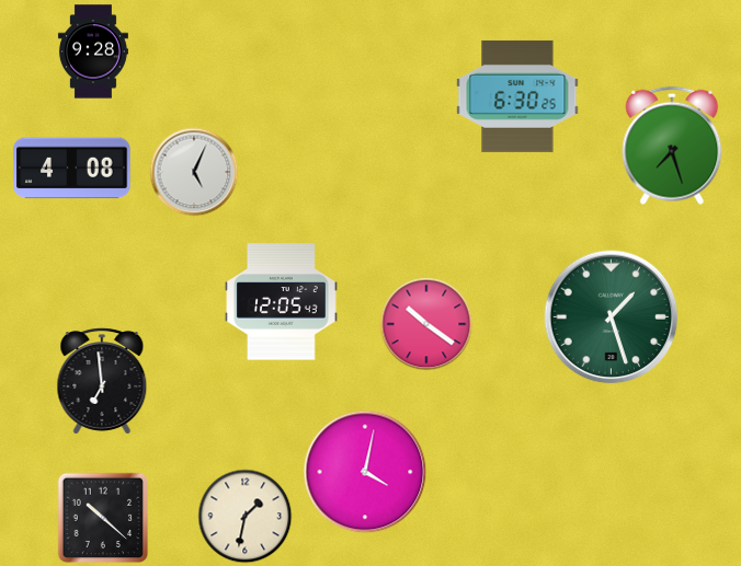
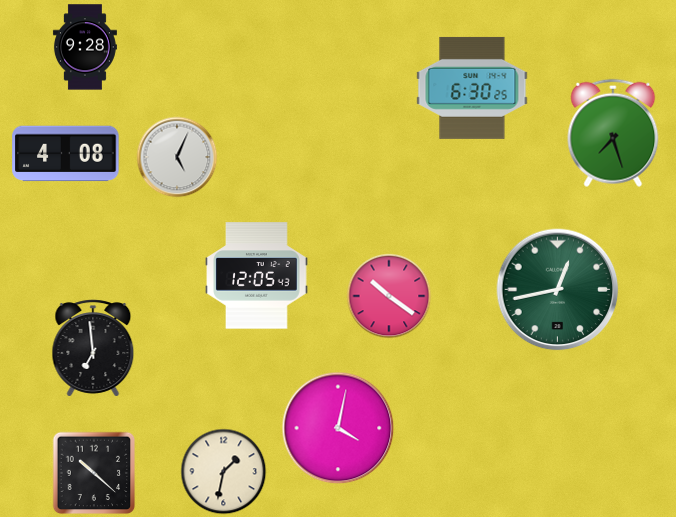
clock at (612, 317): 1:27 -> 12:43
clock at (365, 472) position: (365, 472) -> (338, 428)
